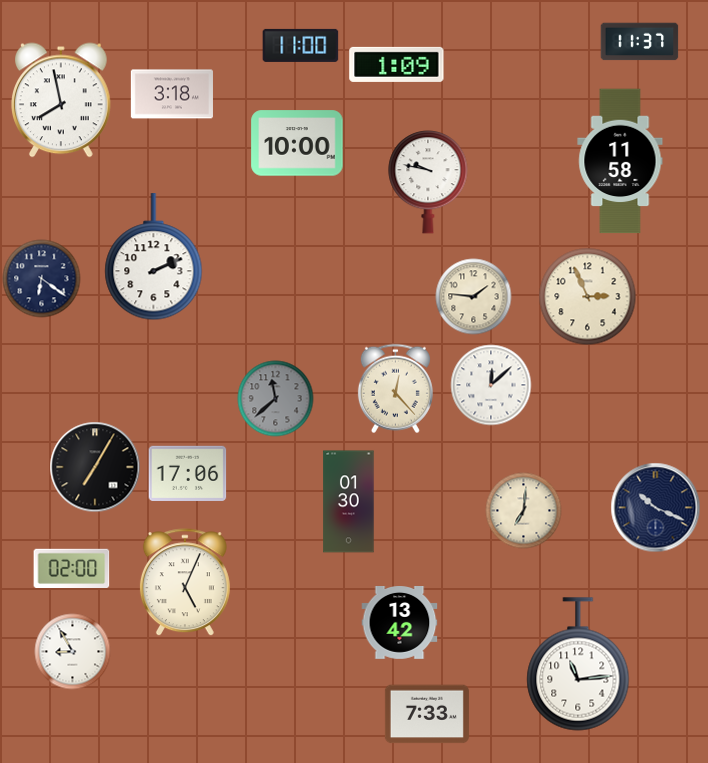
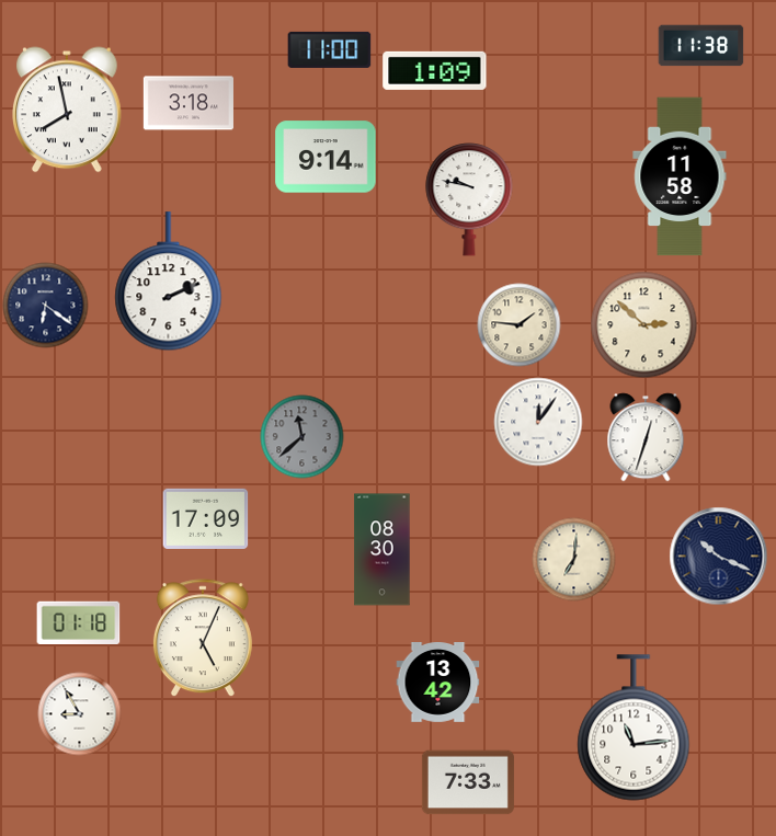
clock at (640, 42): 11:37 -> 11:38
clock at (297, 143): 10:00 -> 9:14
clock at (588, 297): 2:56 -> 2:52
clock at (491, 385): 12:08 -> 12:06
clock at (395, 389): 12:23 -> none
clock at (646, 437): none -> 12:33
clock at (95, 467): 7:05 -> none
clock at (188, 473): 17:06 -> 17:09
clock at (349, 502): 01:30 -> 08:30
clock at (72, 568): 02:00 -> 01:18
